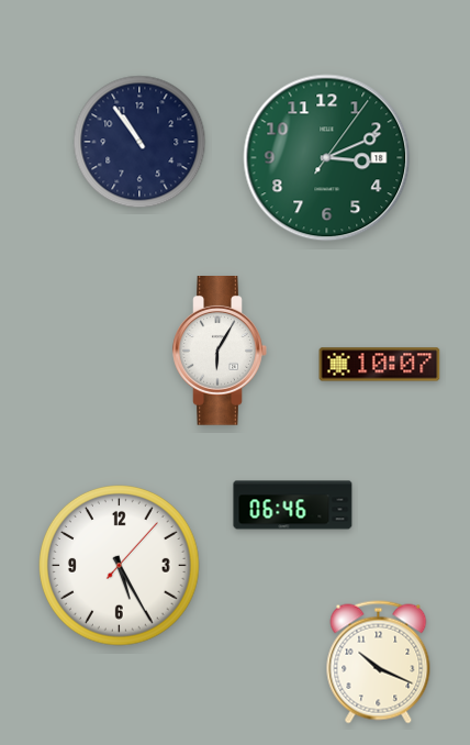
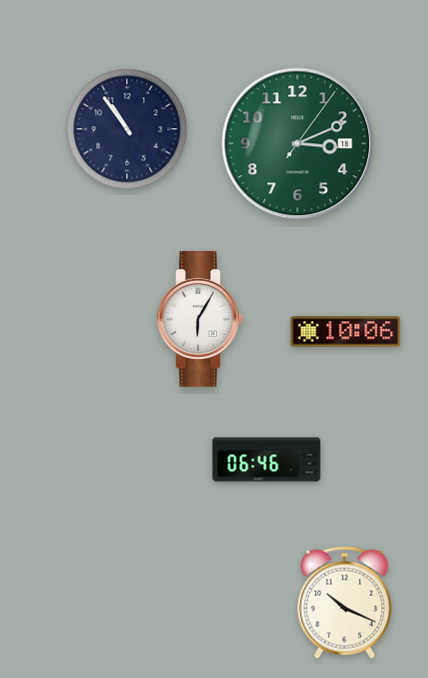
clock at (380, 365): 10:07 -> 10:06
clock at (120, 566): 5:25 -> none
